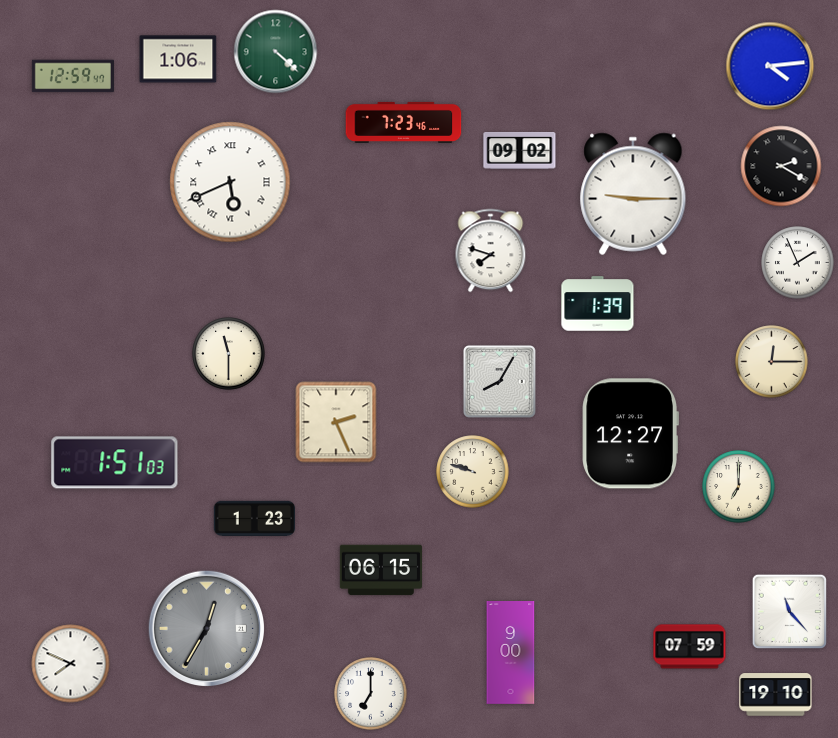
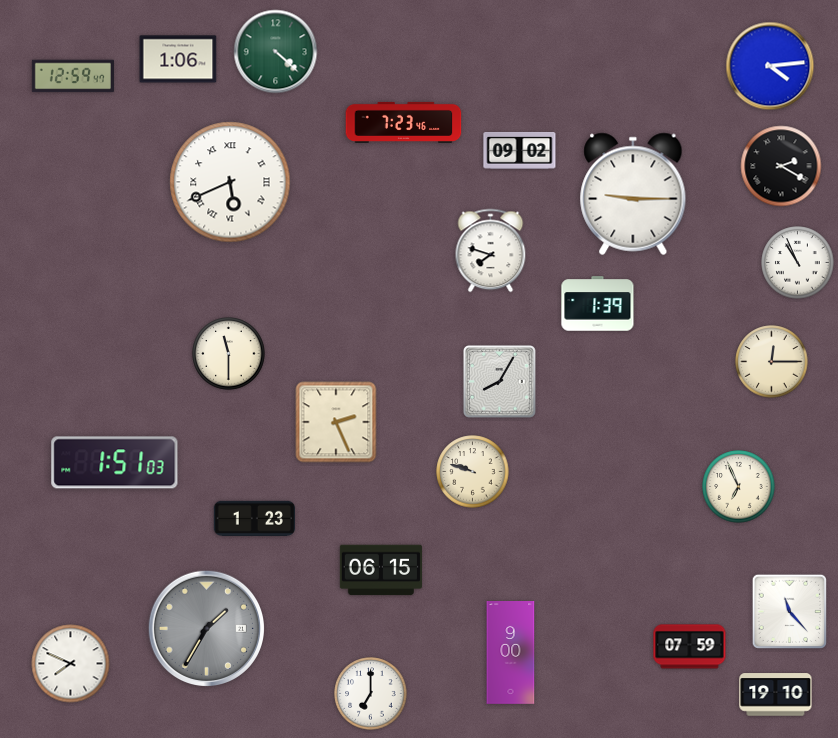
clock at (798, 263): 1:56 -> 10:56
clock at (630, 434): 12:27 -> none
clock at (739, 487): 7:00 -> 6:56
clock at (206, 628): 12:35 -> 1:35
